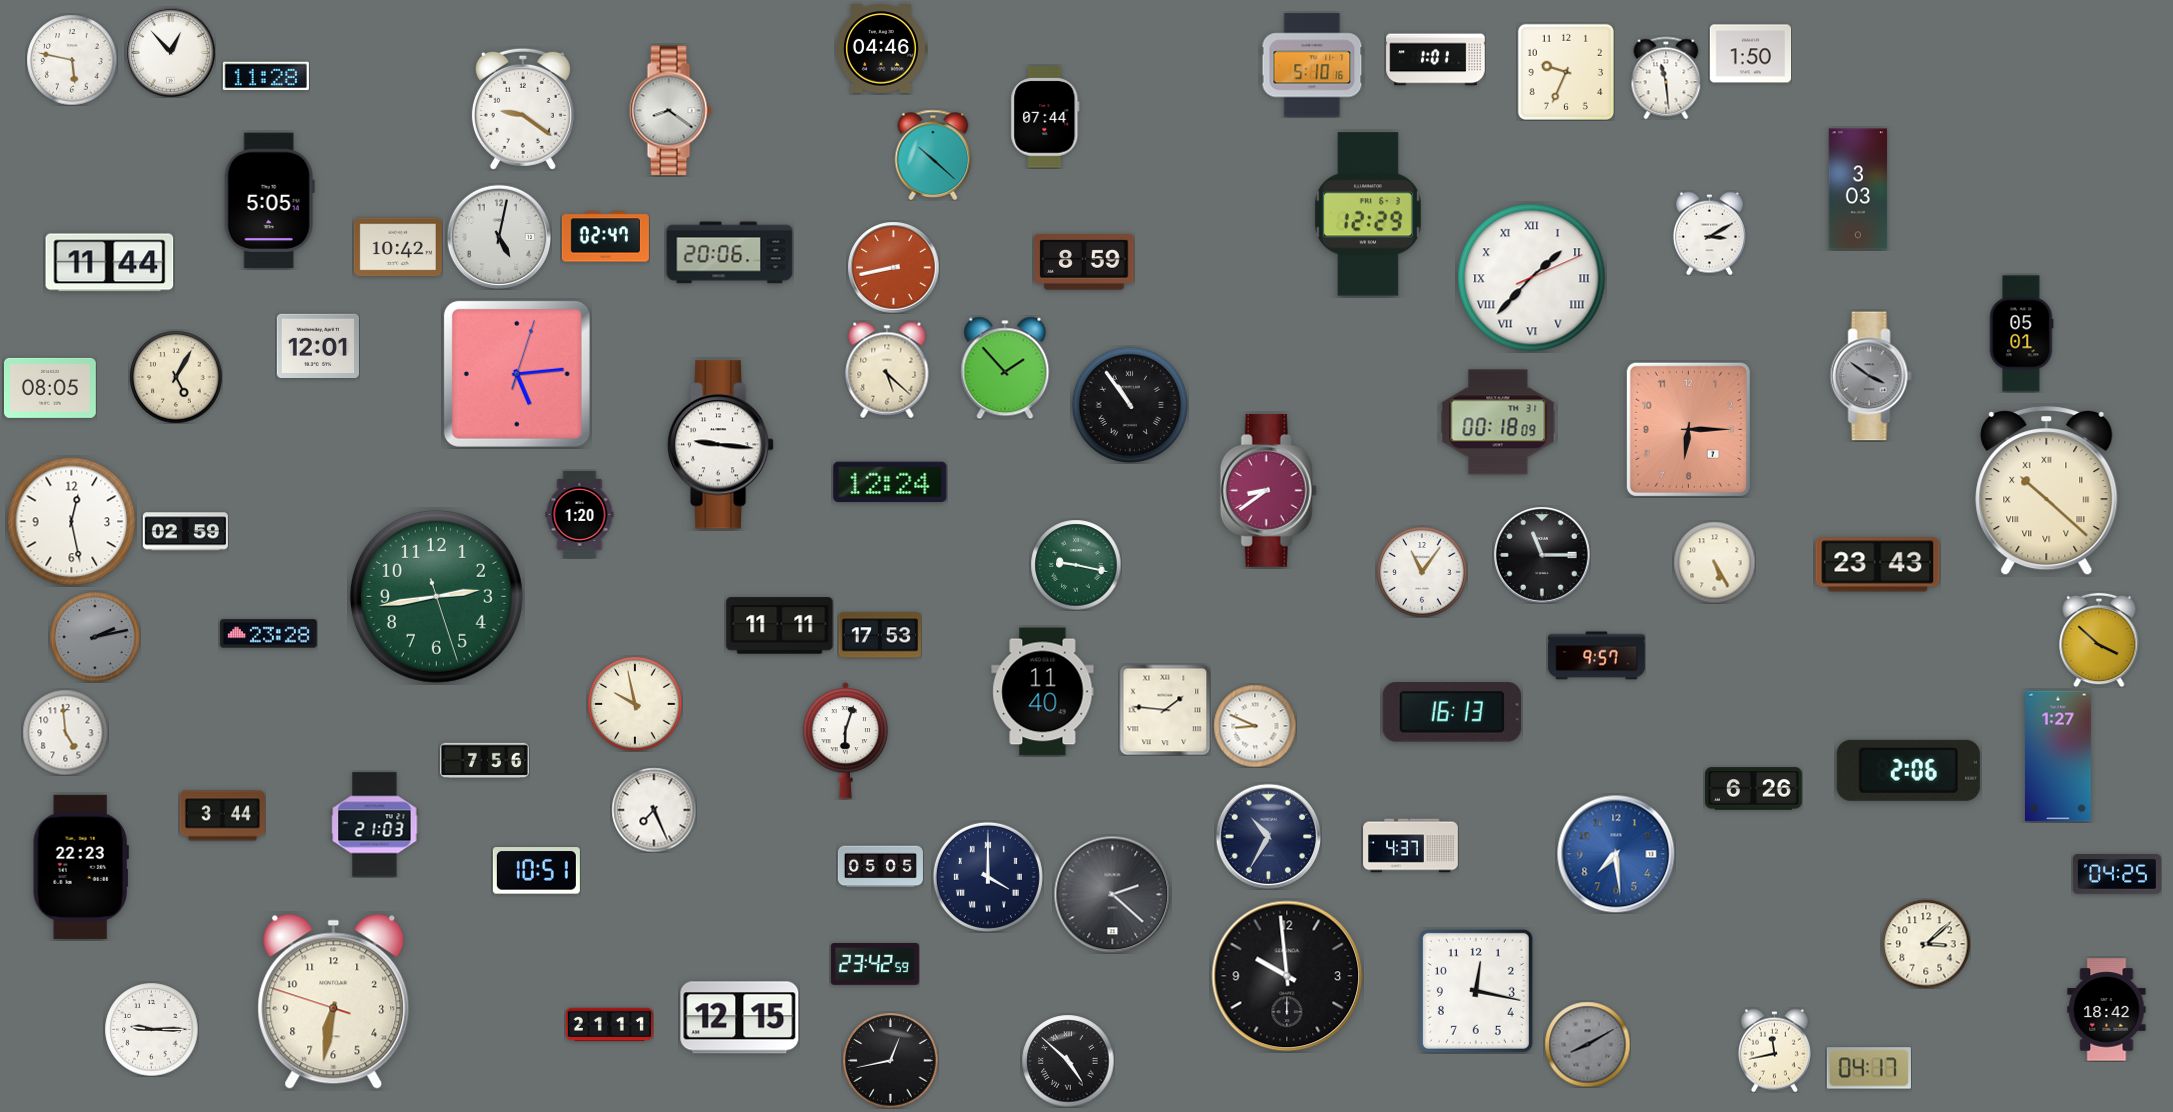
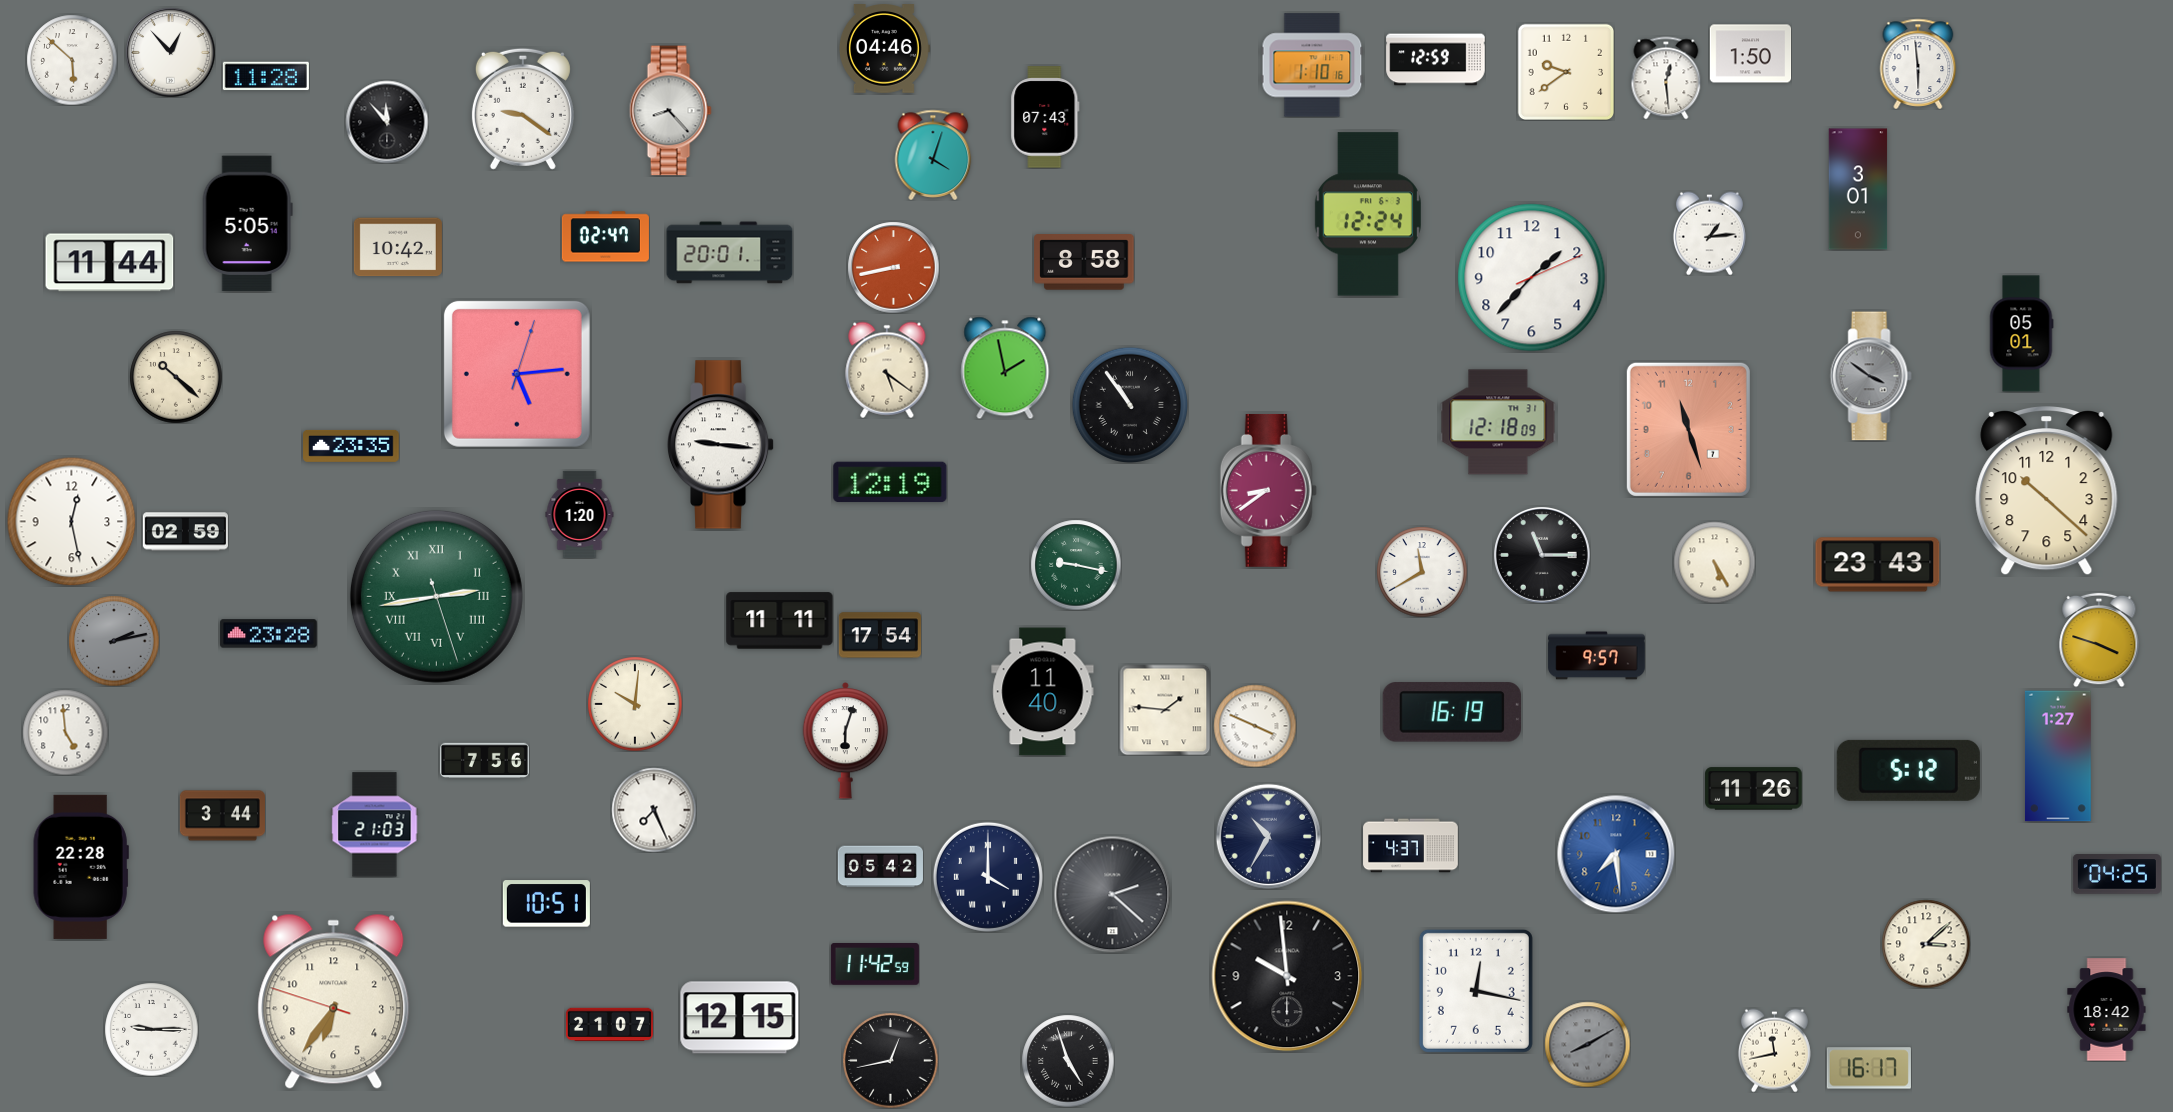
clock at (881, 49) position: (881, 49) -> (884, 49)
clock at (72, 60): 5:47 -> 5:52
clock at (1436, 60): 1:01 -> 12:59
clock at (1918, 64): none -> 5:59
clock at (1312, 65): 5:10 -> 1:10
clock at (1565, 71): 9:34 -> 9:39
clock at (1666, 78): 11:29 -> 12:29
clock at (670, 111): 8:21 -> 8:23
clock at (1045, 117): 07:44 -> 07:43
clock at (387, 122): none -> 11:53
clock at (933, 155): 10:22 -> 4:03
clock at (1858, 189): 3:03 -> 3:01
clock at (269, 201) position: (269, 201) -> (247, 224)
clock at (1368, 214): 12:29 -> 12:24
clock at (1709, 233): 3:10 -> 1:14
clock at (498, 236): 5:02 -> none
clock at (730, 253): 20:06 -> 20:01
clock at (1084, 262): 8:59 -> 8:58
clock at (1532, 278) numerals: Roman -> Arabic
clock at (317, 346): 12:01 -> none
clock at (1005, 368): 1:53 -> 1:58
clock at (887, 370): 5:22 -> 5:21
clock at (176, 377): 5:05 -> 10:22
clock at (50, 388): 08:05 -> none
clock at (1498, 422): 00:18 -> 12:18
clock at (1688, 429): 6:15 -> 11:27
clock at (351, 446): none -> 23:35
clock at (890, 482): 12:24 -> 12:19
clock at (2047, 492) numerals: Roman -> Arabic
clock at (1422, 572): 11:06 -> 11:40
clock at (436, 596) numerals: Arabic -> Roman
clock at (780, 626) position: (780, 626) -> (780, 621)
clock at (879, 635): 17:53 -> 17:54
clock at (95, 637) position: (95, 637) -> (114, 641)
clock at (2099, 640): 3:52 -> 3:48
clock at (635, 704): 9:58 -> 10:01
clock at (1452, 712): 16:13 -> 16:19
clock at (1255, 726): 8:49 -> 3:49
clock at (1908, 770): 2:06 -> 5:12
clock at (1754, 789): 6:26 -> 11:26
clock at (81, 867): 22:23 -> 22:28
clock at (880, 867): 05:05 -> 05:42
clock at (536, 871) position: (536, 871) -> (546, 904)
clock at (875, 964): 23:42 -> 11:42
clock at (334, 1001): 6:31 -> 6:35
clock at (609, 1025): 21:11 -> 21:07
clock at (1068, 1061): 4:52 -> 4:57
clock at (1869, 1068): 04:17 -> 16:17
